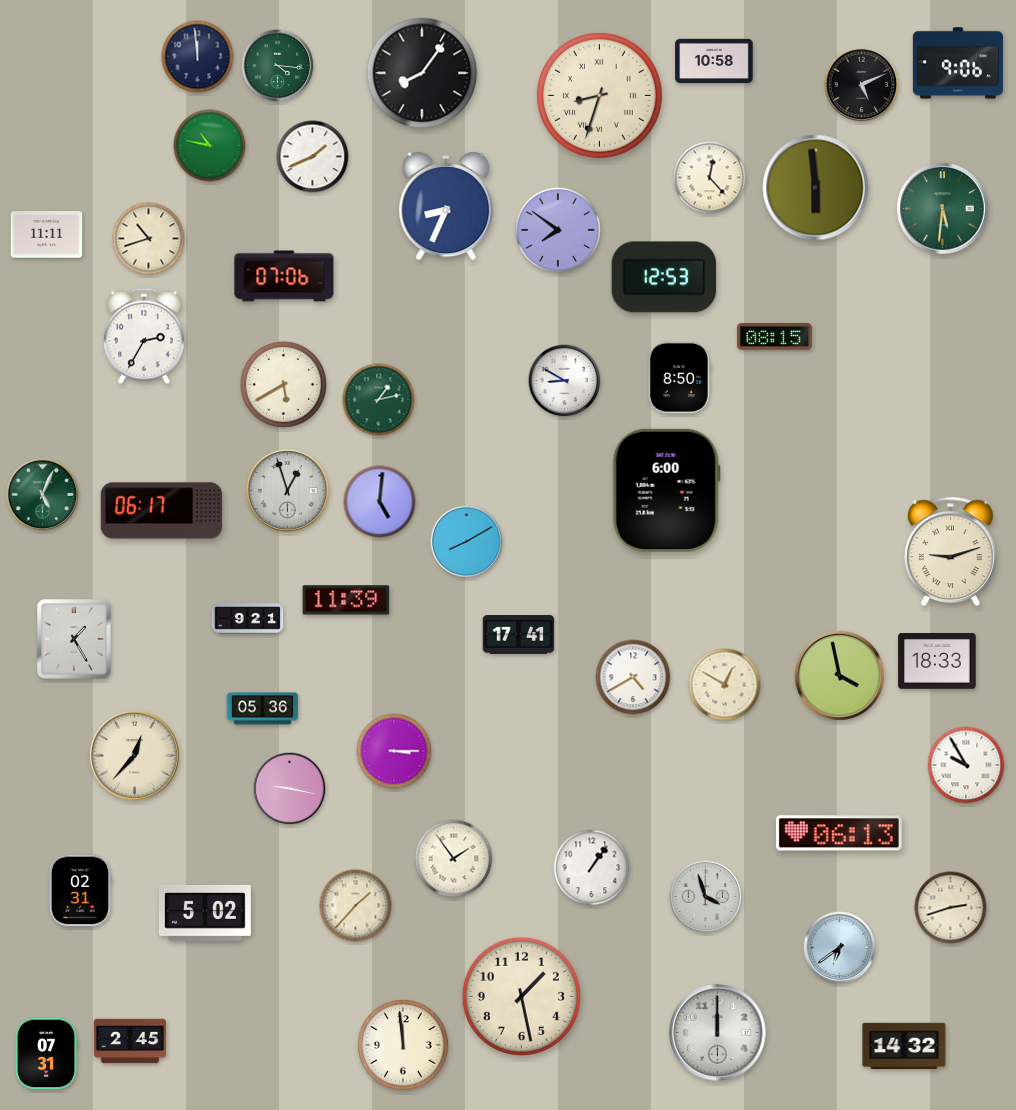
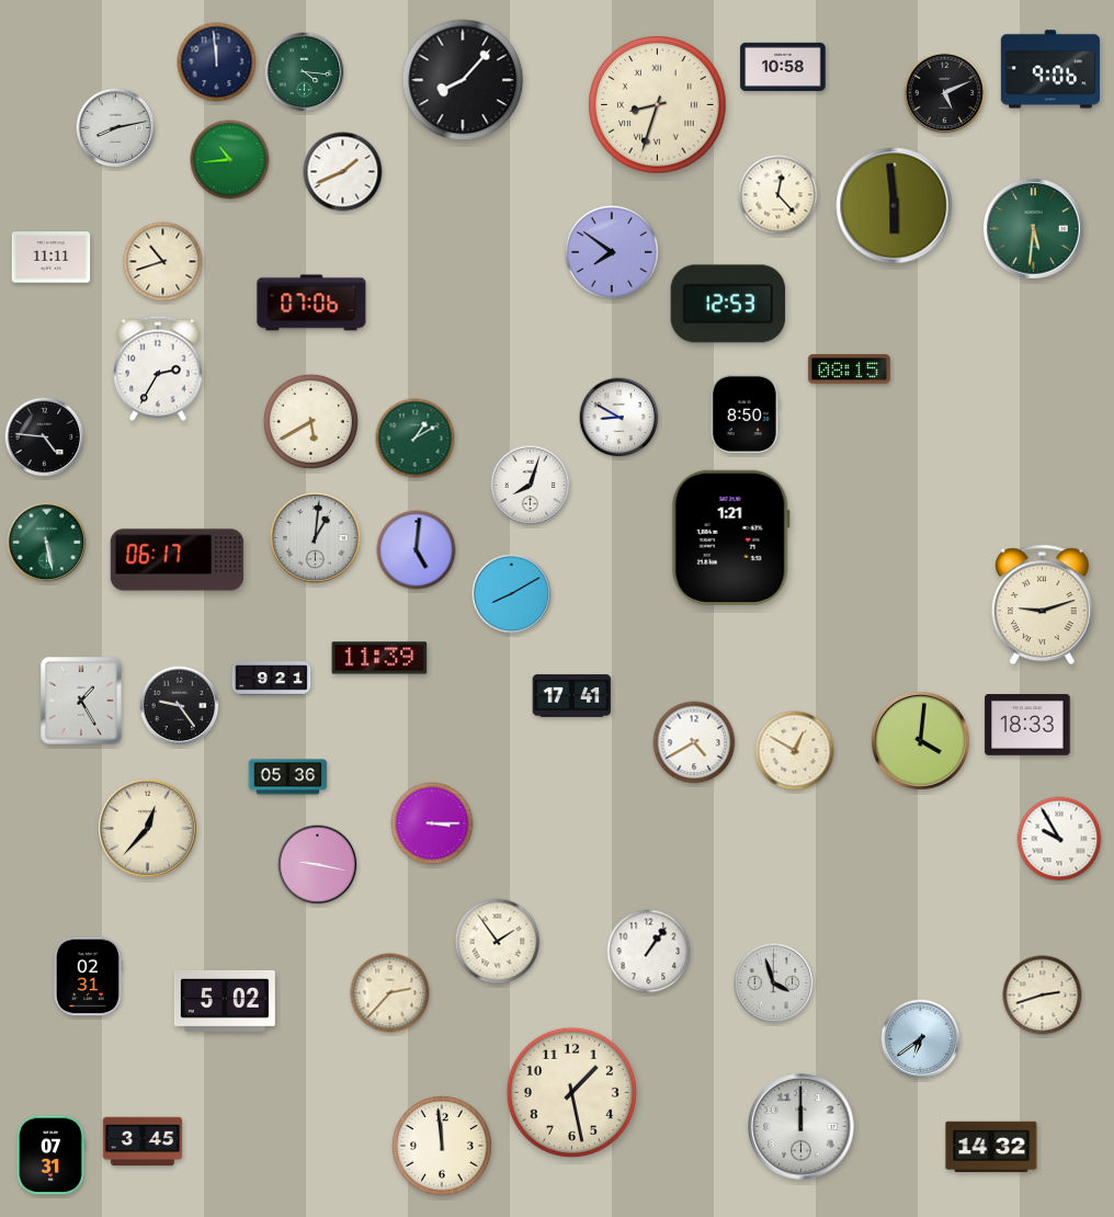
clock at (422, 73): 8:06 -> 8:07
clock at (116, 128): none -> 8:13
clock at (210, 146): 10:47 -> 10:44
clock at (446, 206): 8:34 -> none
clock at (45, 437): none -> 4:46
clock at (379, 400): 1:13 -> 1:10
clock at (531, 486): none -> 8:03
clock at (287, 490): 12:57 -> 1:01
clock at (666, 490): 6:00 -> 1:21
clock at (43, 495): 5:04 -> 5:28
clock at (519, 635) position: (519, 635) -> (572, 696)
clock at (180, 706): none -> 9:24
clock at (840, 676): 3:58 -> 4:01
clock at (839, 833): 06:13 -> none
clock at (356, 906): 1:37 -> 2:37
clock at (718, 1033) position: (718, 1033) -> (802, 1127)
clock at (130, 1041): 2:45 -> 3:45
